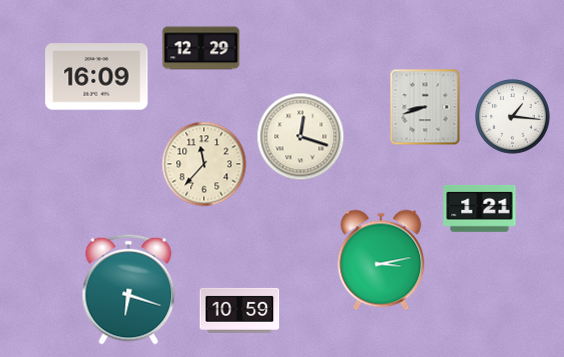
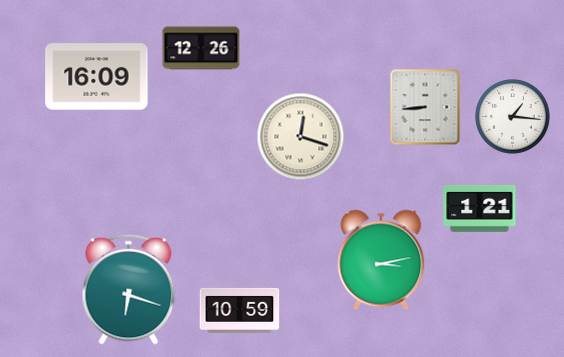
clock at (201, 48): 12:29 -> 12:26
clock at (425, 107): 8:42 -> 8:44
clock at (204, 164): 11:37 -> none
